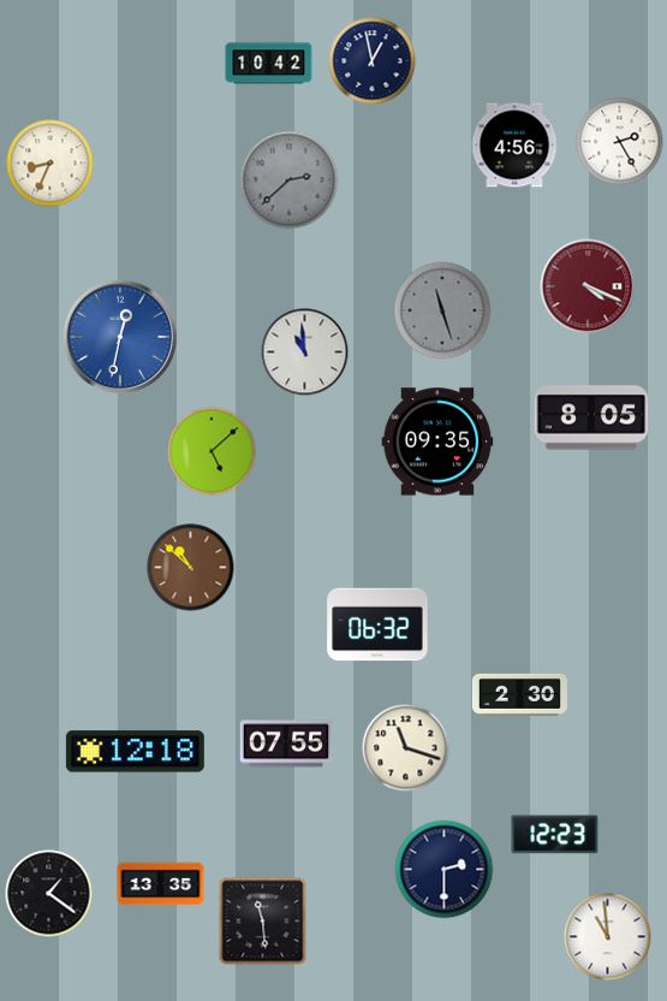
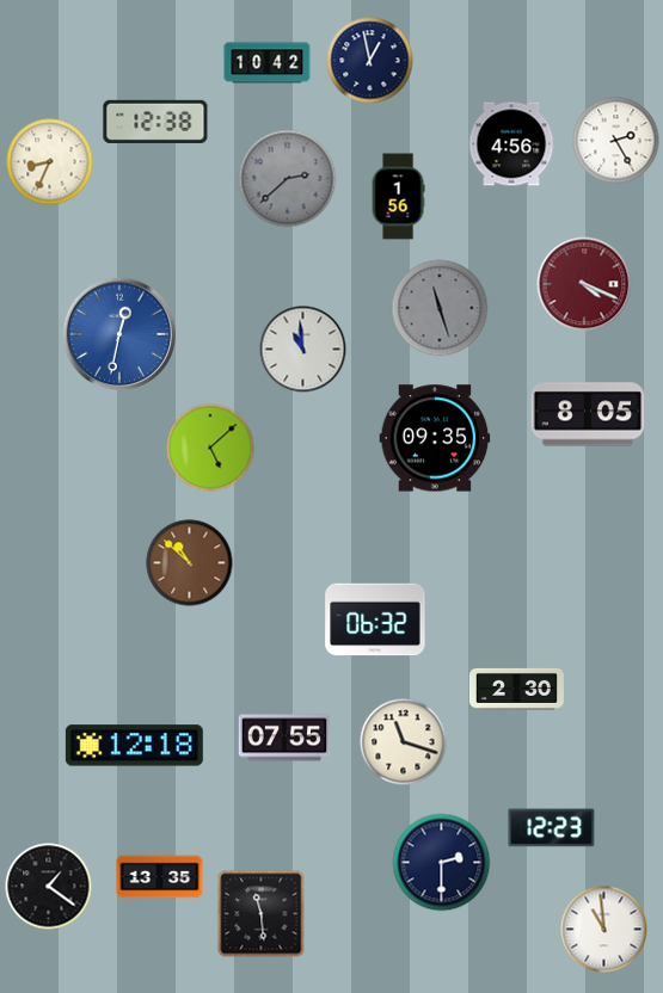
clock at (155, 122): none -> 12:38
clock at (398, 197): none -> 1:56
